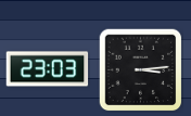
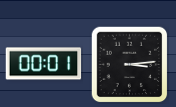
clock at (48, 69): 23:03 -> 00:01
